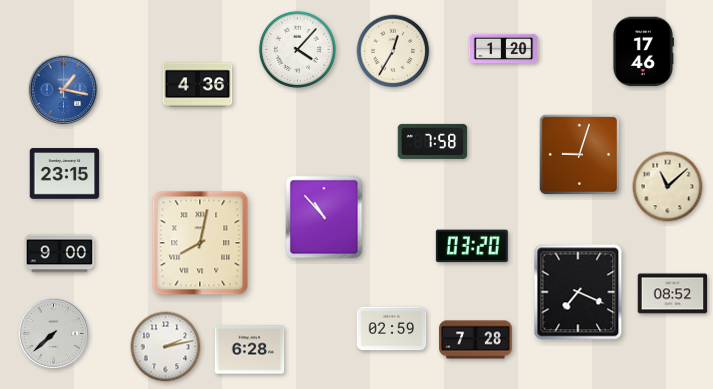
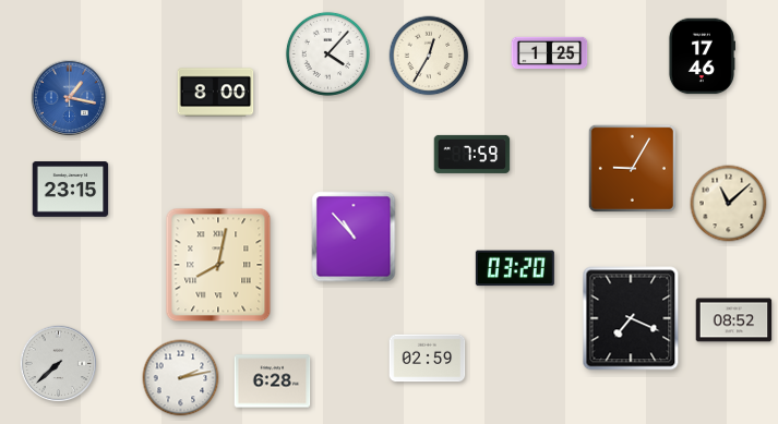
clock at (297, 49) position: (297, 49) -> (327, 53)
clock at (504, 49): 1:20 -> 1:25
clock at (198, 85): 4:36 -> 8:00
clock at (433, 141): 7:58 -> 7:59
clock at (579, 154): 9:03 -> 9:05
clock at (60, 254): 9:00 -> none
clock at (476, 340): 7:28 -> none
